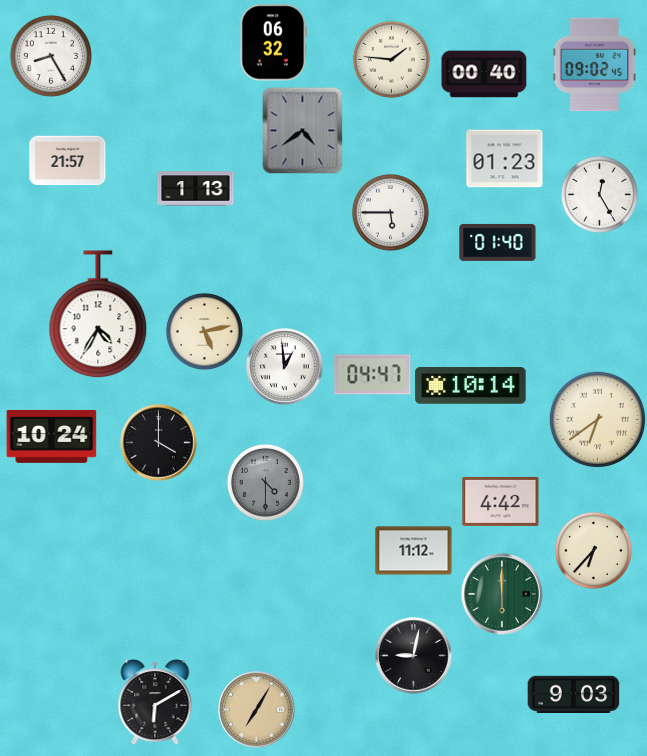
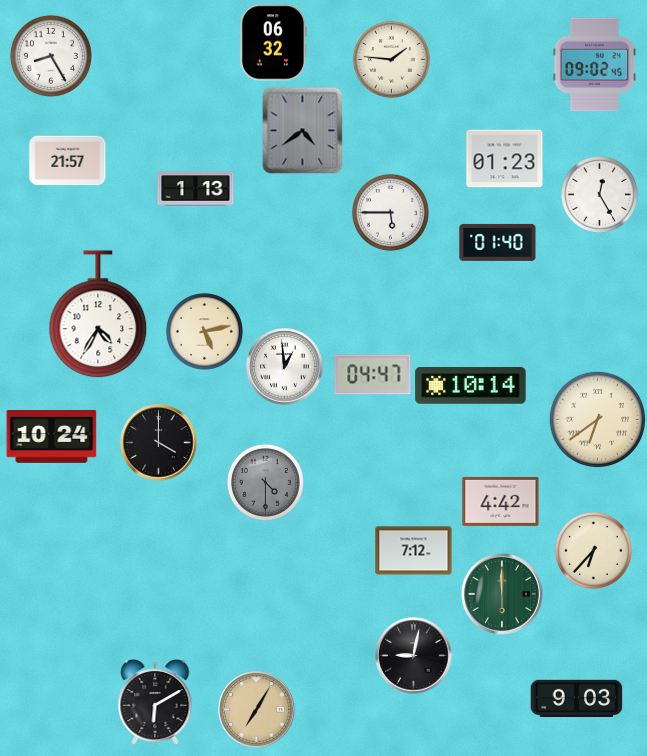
clock at (484, 74): 00:40 -> none
clock at (414, 551): 11:12 -> 7:12
clock at (574, 694) position: (574, 694) -> (577, 698)
